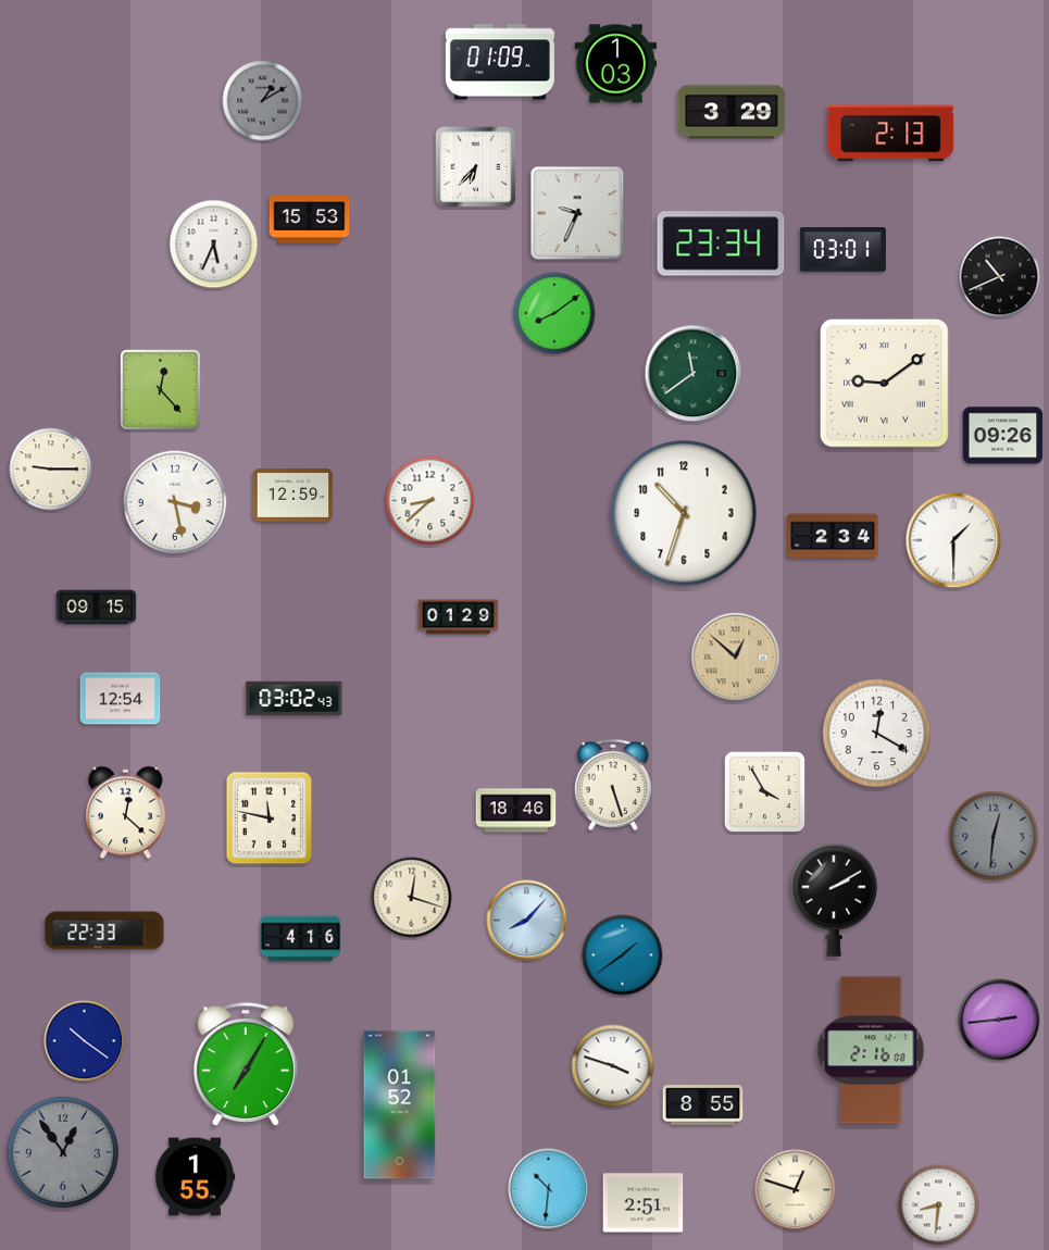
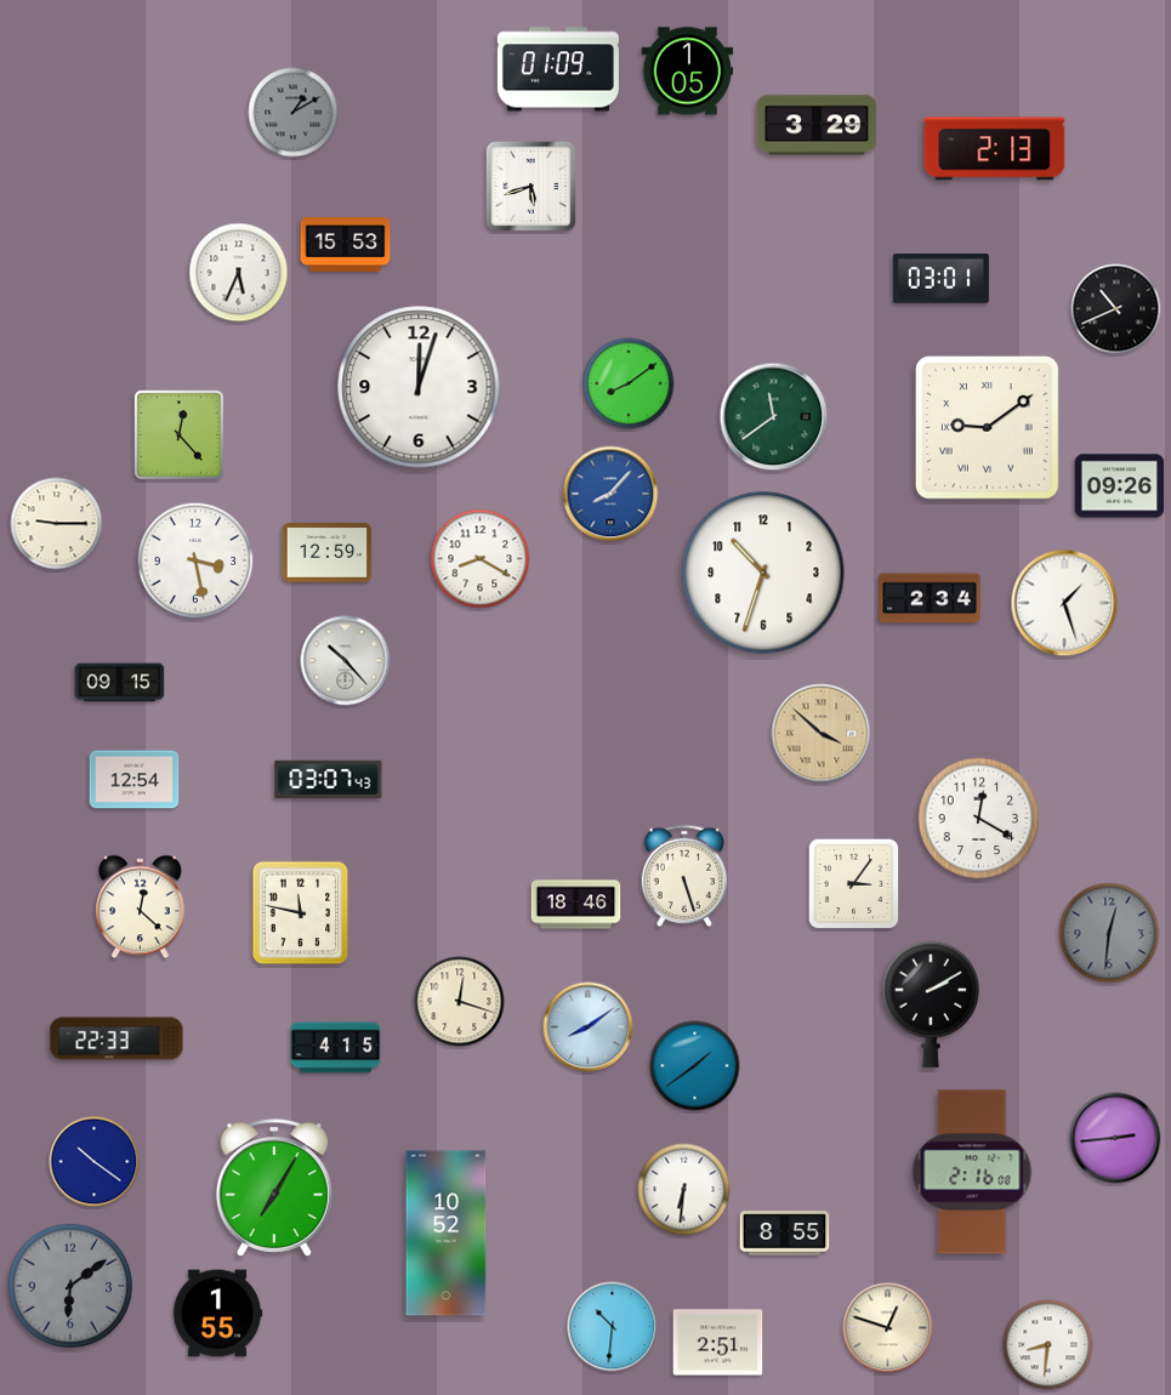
clock at (616, 64): 1:03 -> 1:05
clock at (476, 167): 6:37 -> 5:42
clock at (577, 213): 9:34 -> none
clock at (721, 243): 23:34 -> none
clock at (554, 313) position: (554, 313) -> (629, 383)
clock at (419, 387): none -> 12:03
clock at (610, 494): none -> 8:07
clock at (430, 501): 8:38 -> 8:20
clock at (953, 540): 1:30 -> 1:27
clock at (346, 661): none -> 10:23
clock at (97, 608) position: (97, 608) -> (120, 683)
clock at (459, 617): 01:29 -> none
clock at (736, 658): 12:52 -> 3:52
clock at (295, 698): 03:02 -> 03:07
clock at (765, 792): 3:55 -> 3:06
clock at (527, 921): 8:07 -> 8:09
clock at (301, 939): 4:16 -> 4:15
clock at (613, 1066): 3:48 -> 6:31
clock at (400, 1105): 01:52 -> 10:52
clock at (63, 1152): 12:54 -> 6:09
